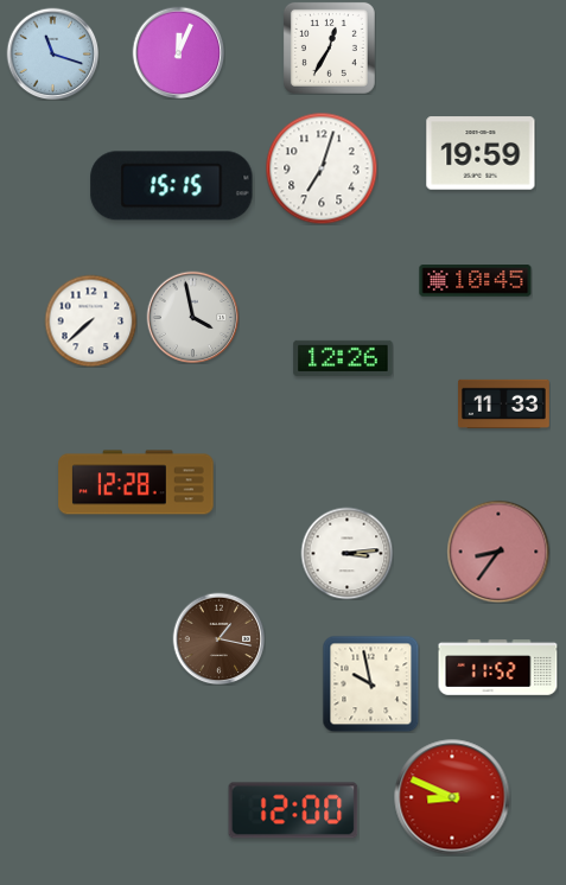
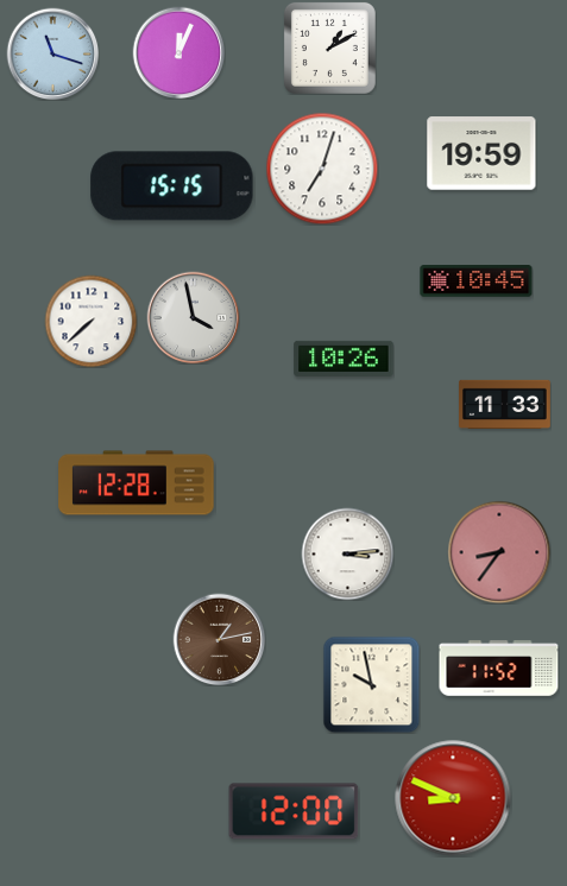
clock at (329, 47): 12:35 -> 1:10
clock at (343, 358): 12:26 -> 10:26
clock at (218, 638): 1:17 -> 1:13
